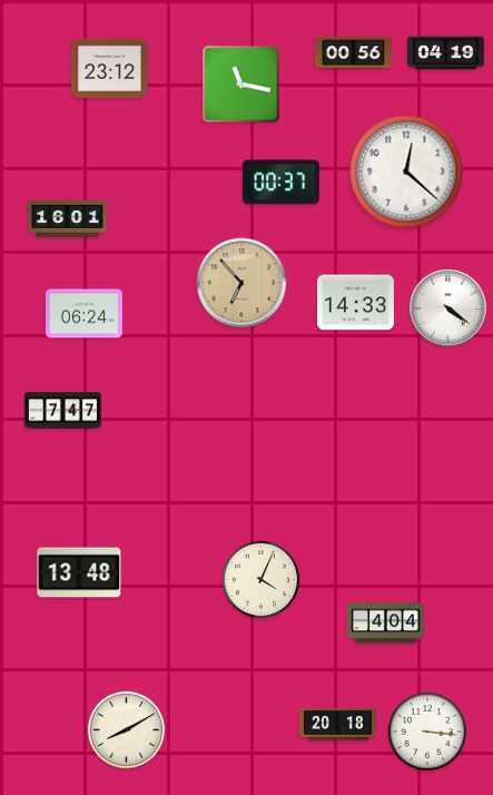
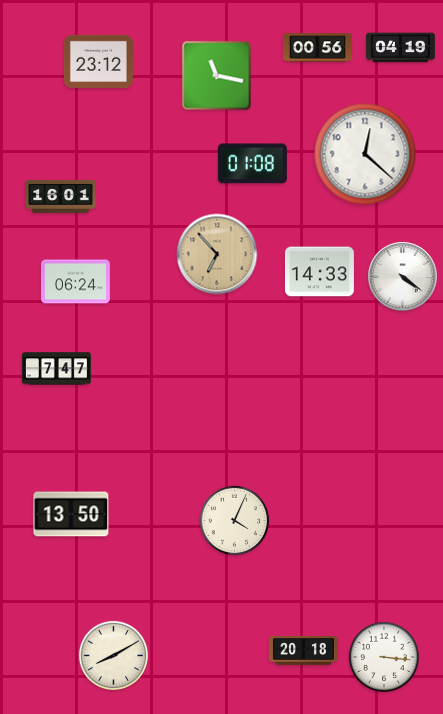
clock at (280, 183): 00:37 -> 01:08
clock at (79, 572): 13:48 -> 13:50
clock at (385, 624): 4:04 -> none
